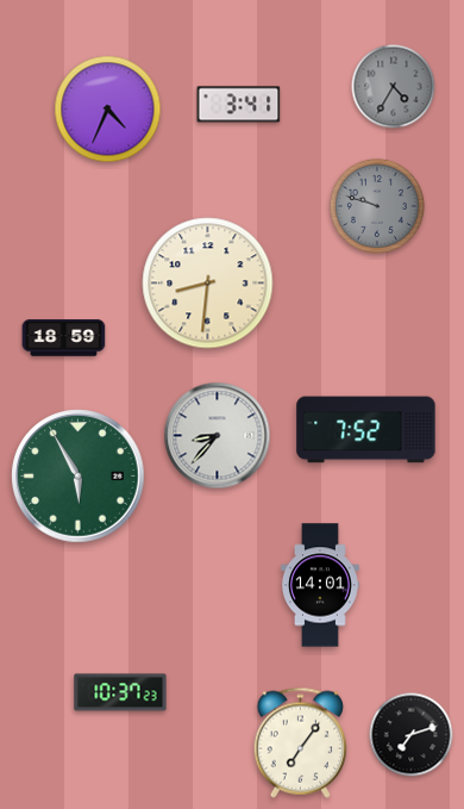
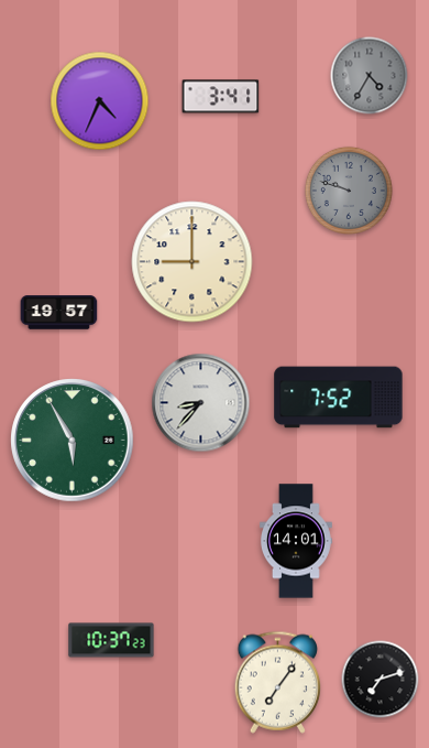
clock at (394, 87) position: (394, 87) -> (370, 76)
clock at (208, 284): 8:31 -> 9:00
clock at (64, 338): 18:59 -> 19:57
clock at (300, 742) position: (300, 742) -> (277, 682)
